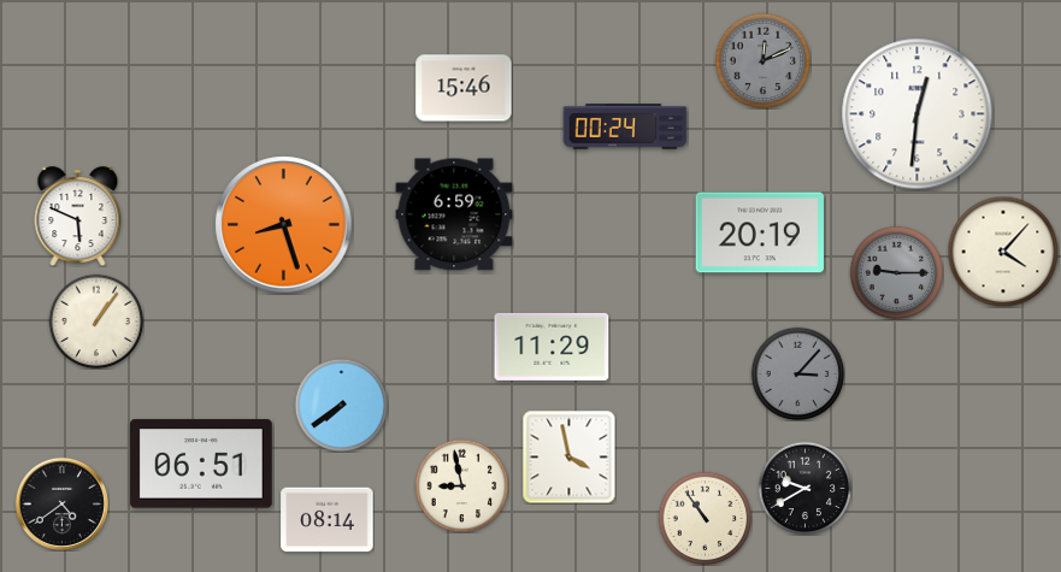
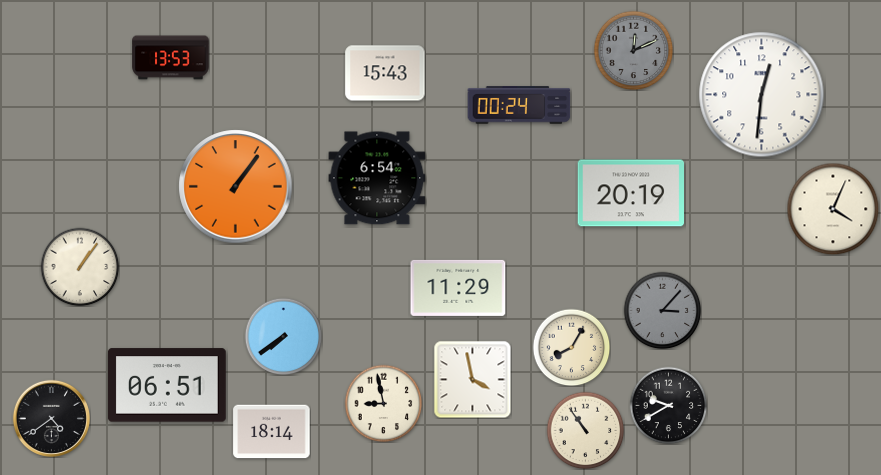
clock at (171, 58): none -> 13:53
clock at (464, 88): 15:46 -> 15:43
clock at (454, 214): 6:59 -> 6:54
clock at (78, 217): 5:49 -> none
clock at (284, 225): 8:27 -> 1:06
clock at (1003, 252): 4:07 -> 4:04
clock at (896, 272): 9:15 -> none
clock at (571, 347): none -> 8:05
clock at (328, 520): 08:14 -> 18:14
